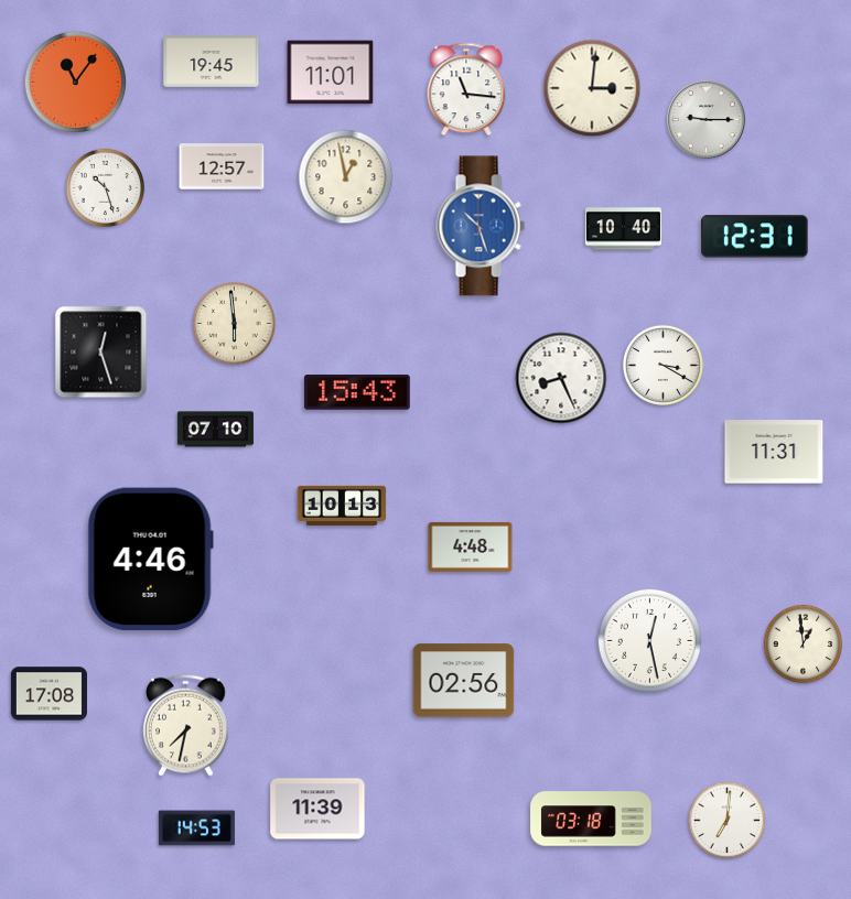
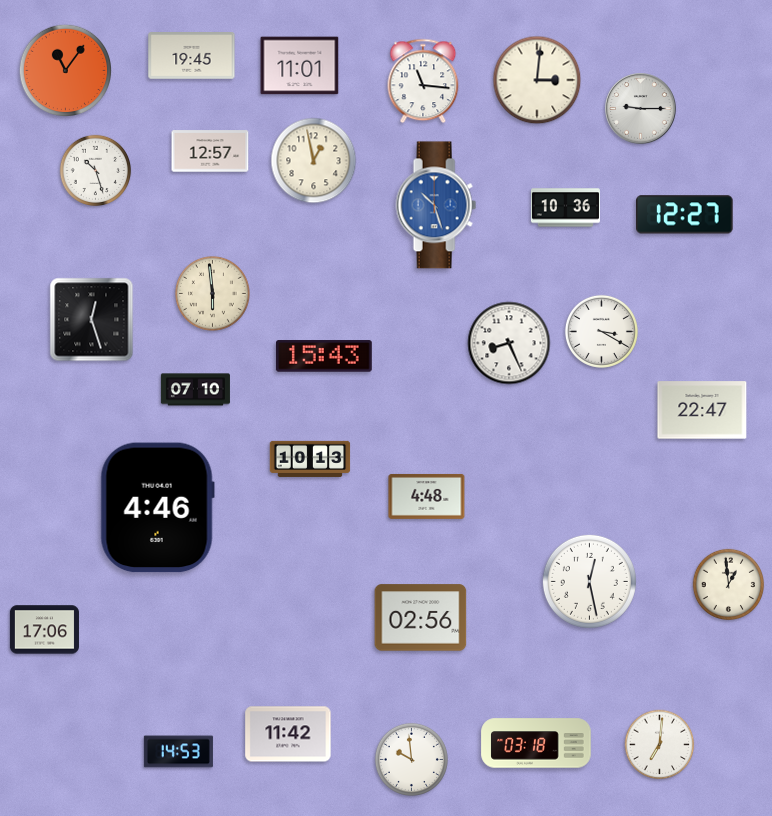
clock at (75, 82) position: (75, 82) -> (65, 70)
clock at (222, 166) position: (222, 166) -> (210, 151)
clock at (623, 229): 10:40 -> 10:36
clock at (755, 237): 12:31 -> 12:27
clock at (774, 452): 11:31 -> 22:47
clock at (150, 560) position: (150, 560) -> (157, 508)
clock at (49, 694): 17:08 -> 17:06
clock at (186, 725): 7:32 -> none
clock at (317, 809): 11:39 -> 11:42
clock at (411, 759): none -> 9:59
